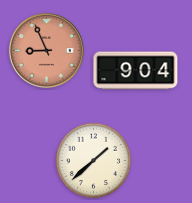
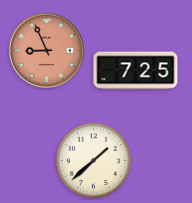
clock at (136, 71): 9:04 -> 7:25
